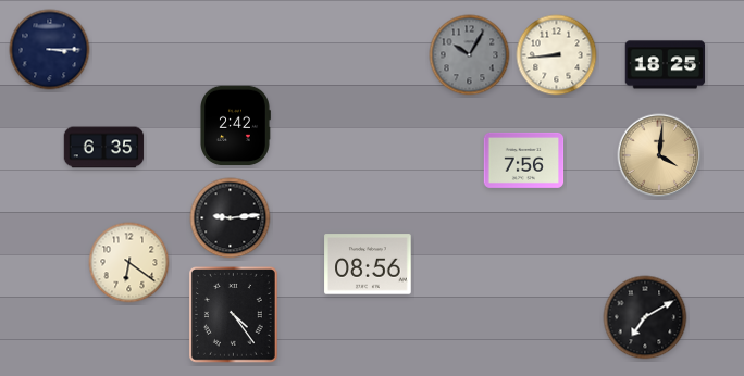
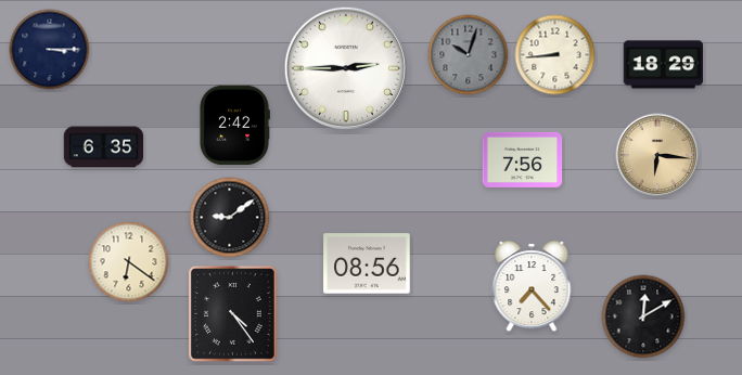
clock at (470, 55): 10:05 -> 10:03
clock at (666, 65): 18:25 -> 18:29
clock at (346, 68): none -> 2:45
clock at (659, 155): 4:01 -> 6:16
clock at (231, 218): 9:14 -> 9:09
clock at (532, 287): none -> 7:23
clock at (645, 317): 7:10 -> 12:10
